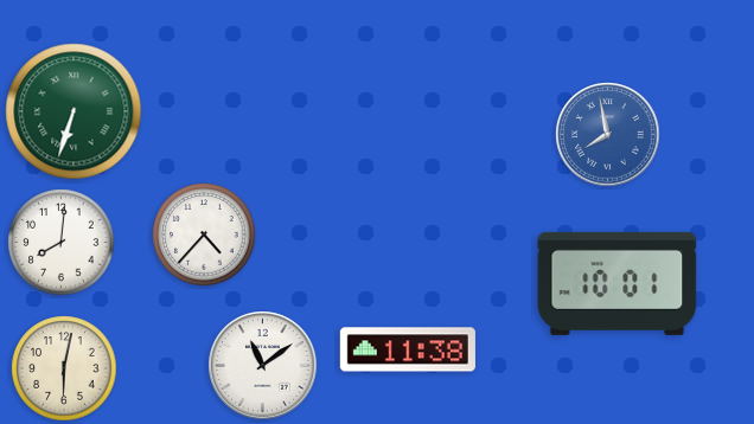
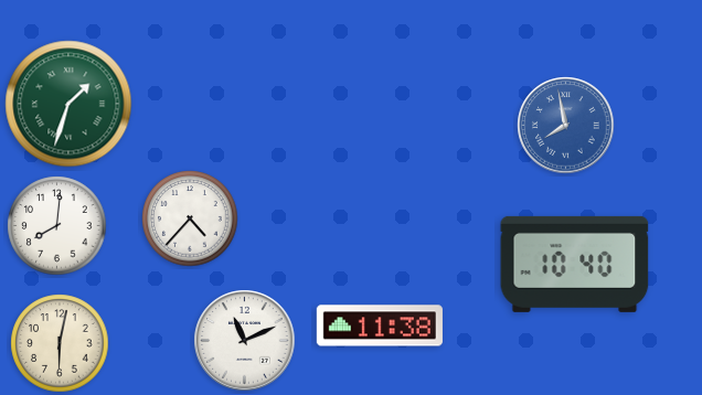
clock at (74, 111): 6:33 -> 1:33
clock at (618, 283): 10:01 -> 10:40
clock at (263, 366): 11:09 -> 11:11
